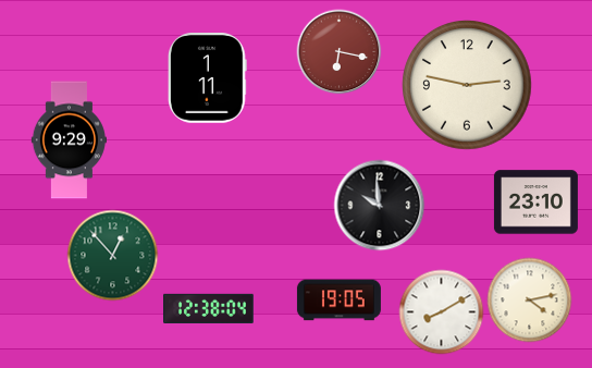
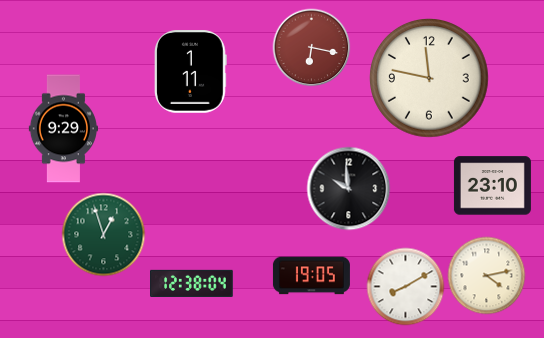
clock at (467, 85): 2:47 -> 11:47
clock at (112, 255): 12:53 -> 12:57
